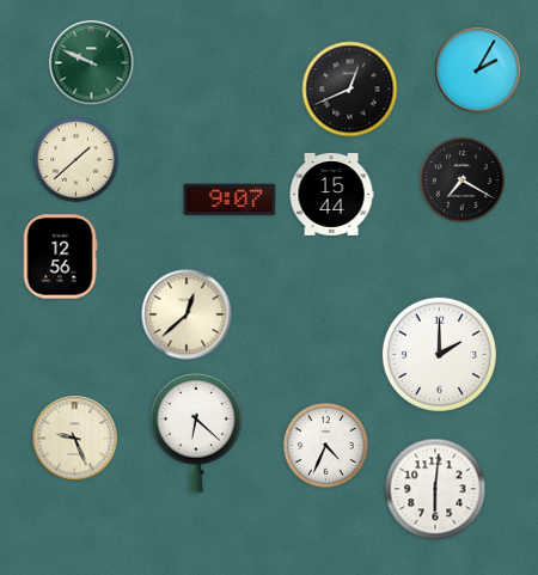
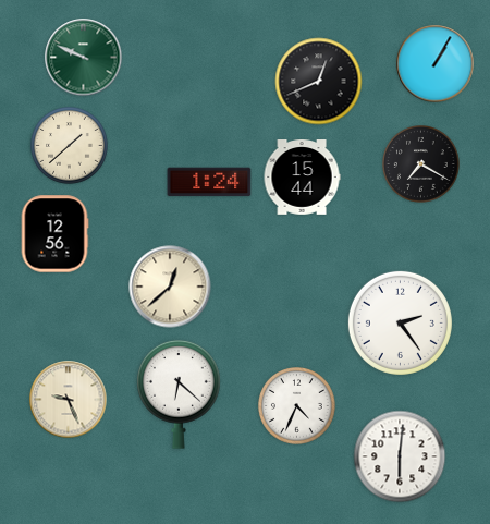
clock at (478, 71): 2:05 -> 1:05
clock at (230, 200): 9:07 -> 1:24
clock at (439, 354): 2:00 -> 2:24
clock at (435, 489) position: (435, 489) -> (400, 456)
